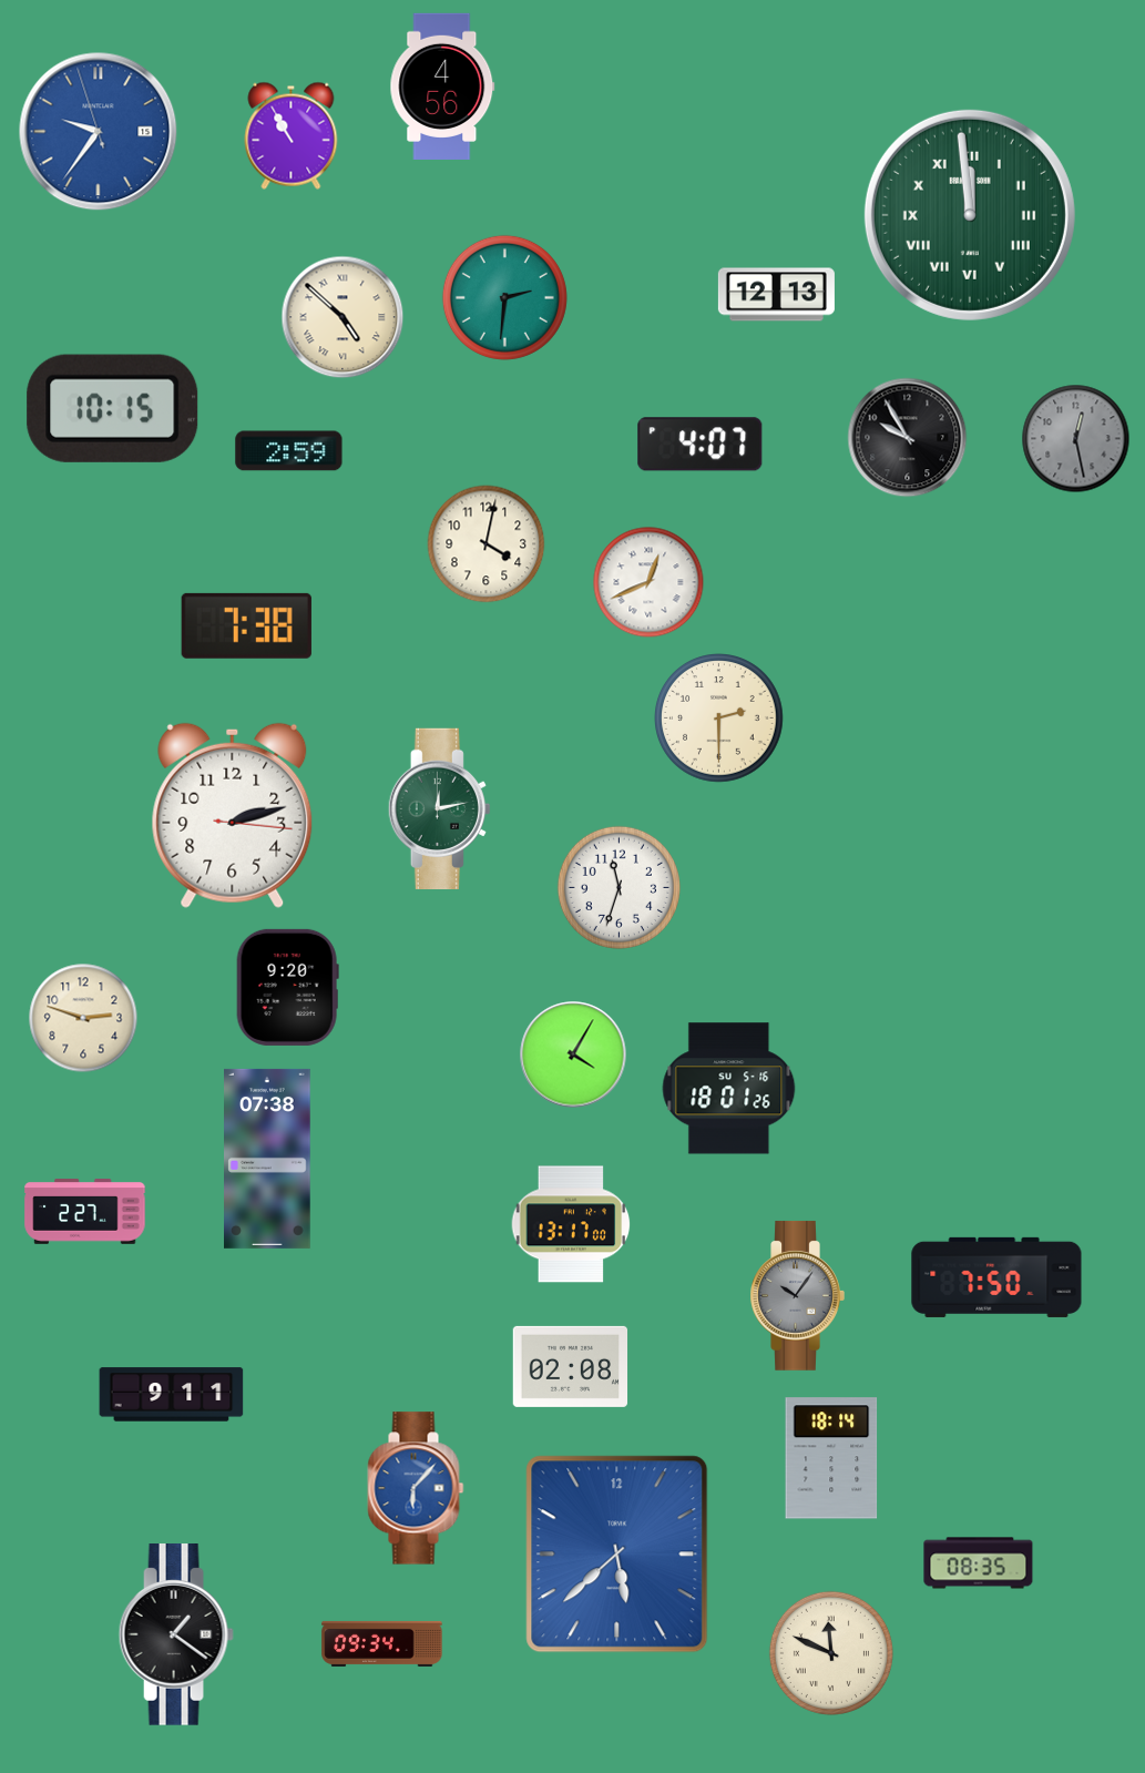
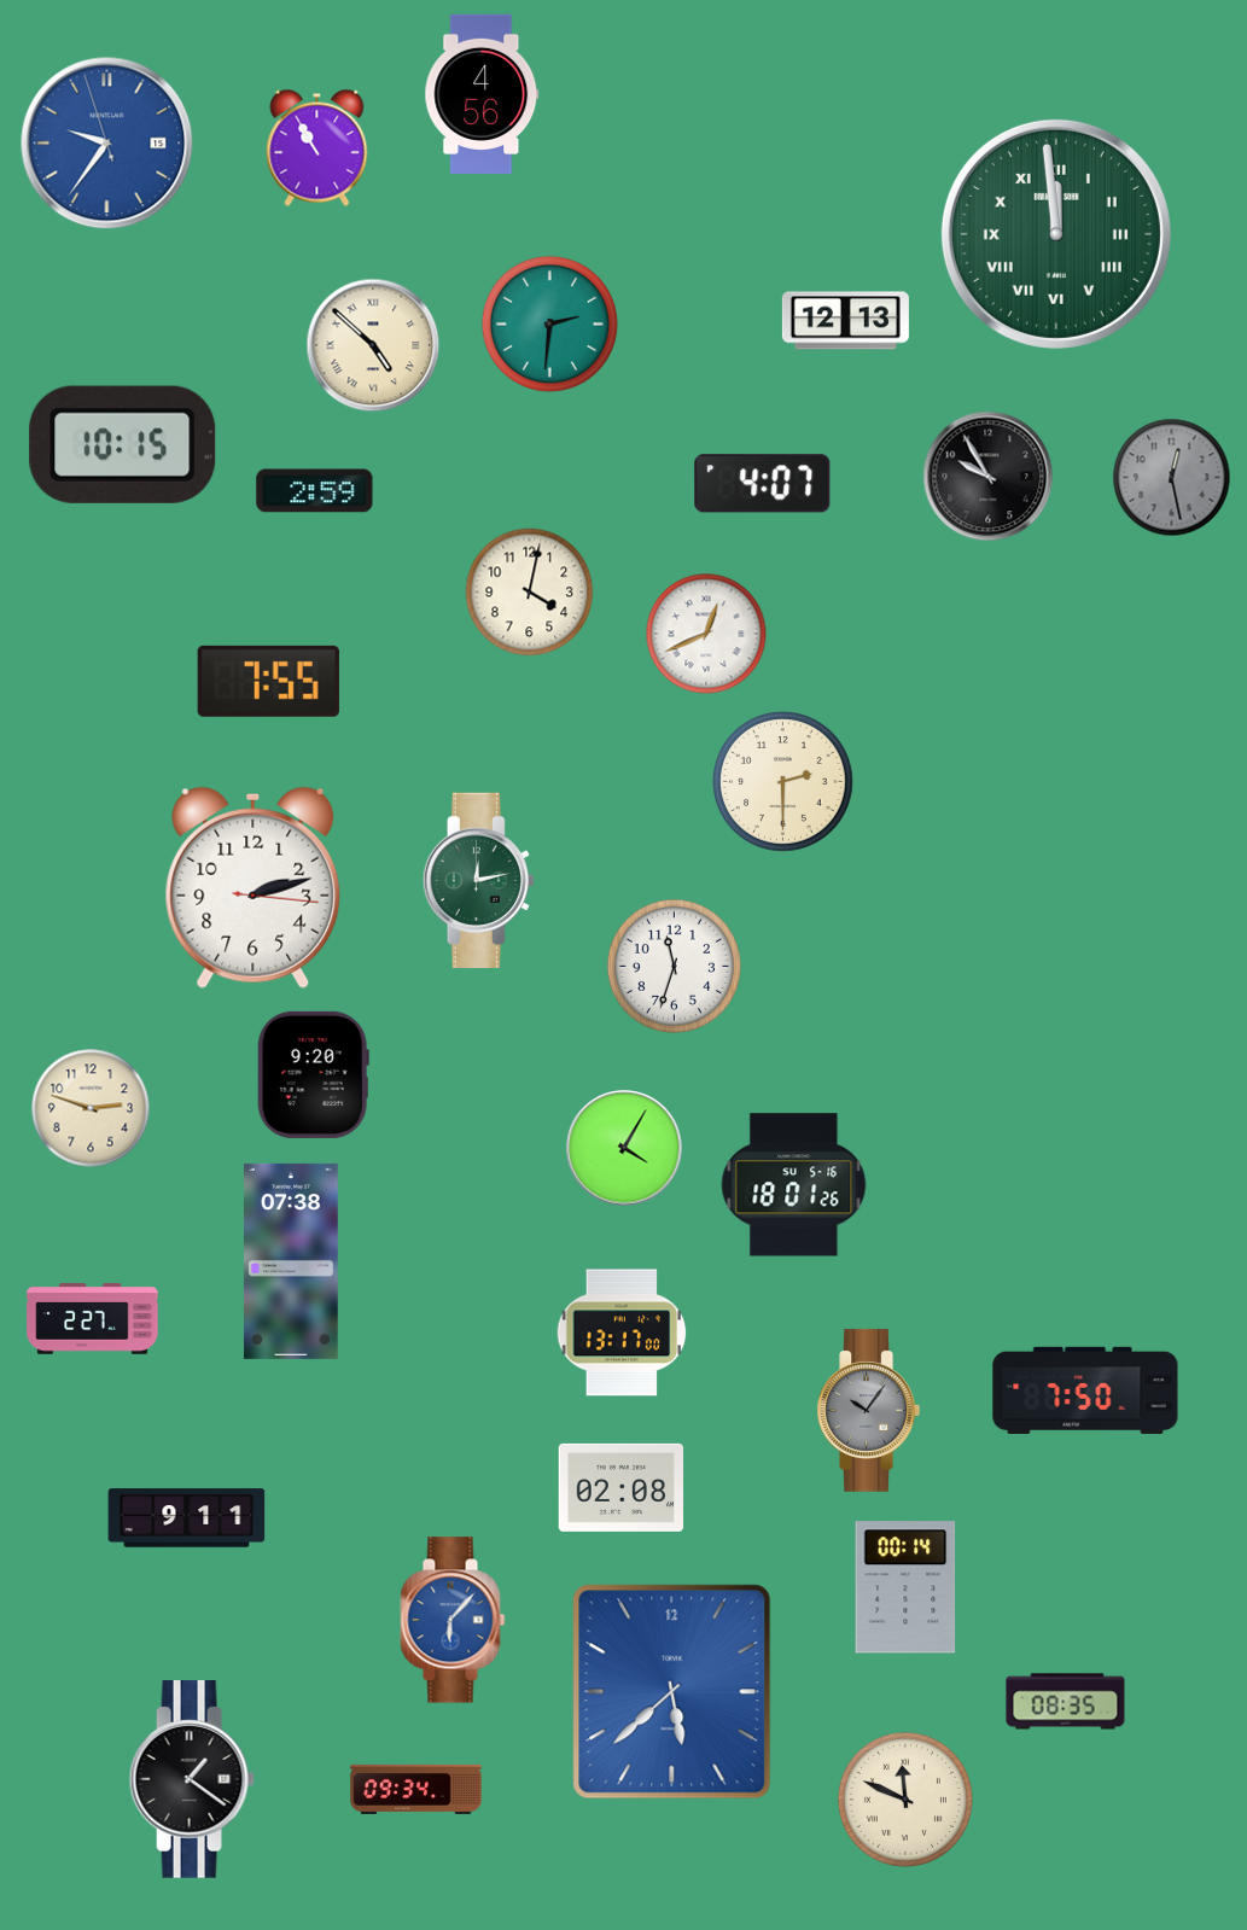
clock at (246, 625): 7:38 -> 7:55
clock at (831, 1458): 18:14 -> 00:14
